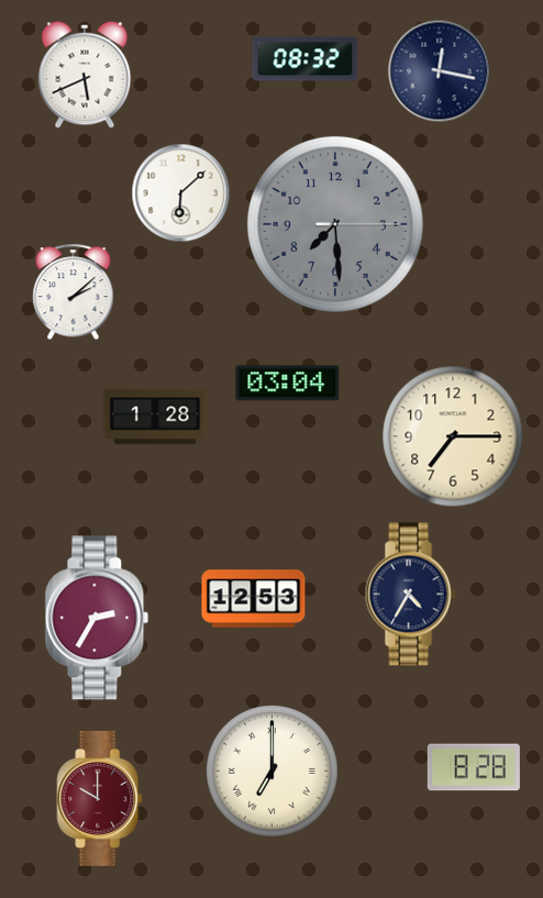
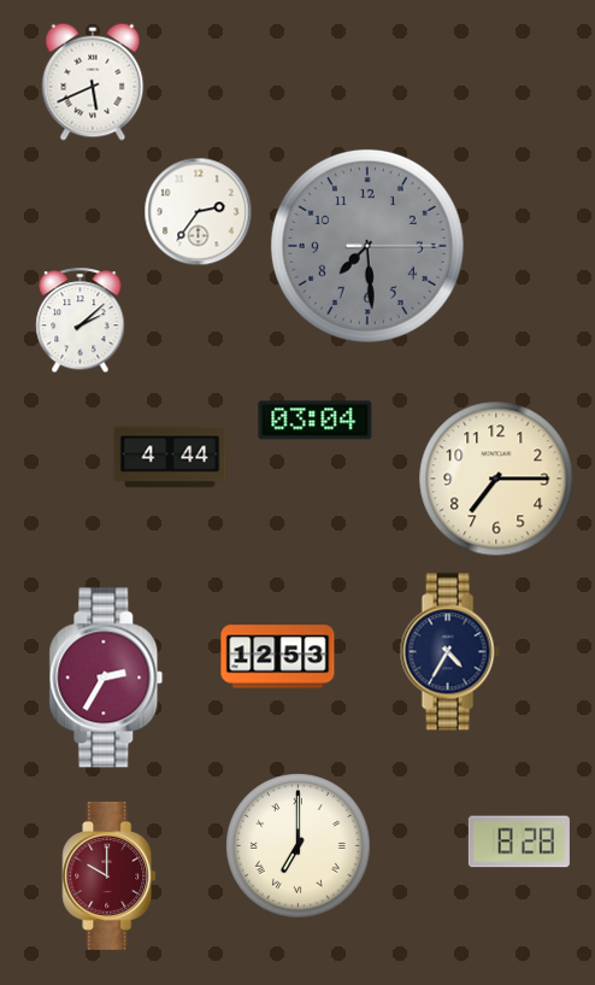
clock at (306, 59): 08:32 -> none
clock at (440, 71): 12:17 -> none
clock at (181, 193): 6:08 -> 2:36
clock at (155, 417): 1:28 -> 4:44
